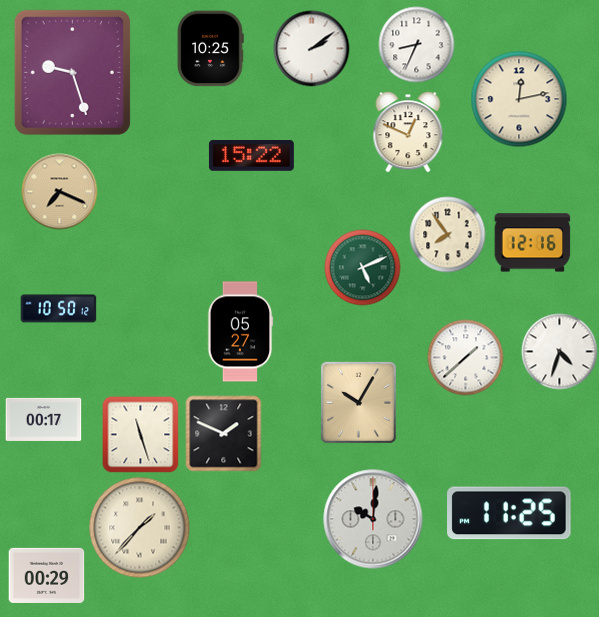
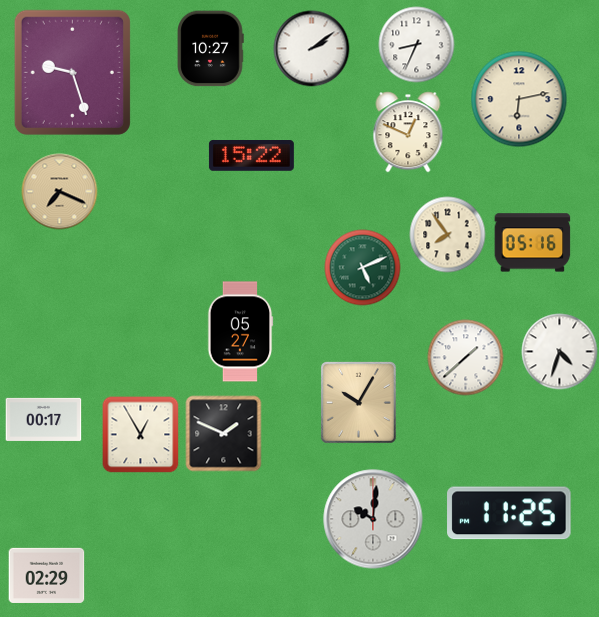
clock at (210, 49): 10:25 -> 10:27
clock at (519, 99): 12:13 -> 6:13
clock at (533, 243): 12:16 -> 05:16
clock at (59, 309): 10:50 -> none
clock at (141, 435): 11:27 -> 12:55
clock at (140, 528): 1:37 -> none
clock at (47, 575): 00:29 -> 02:29
